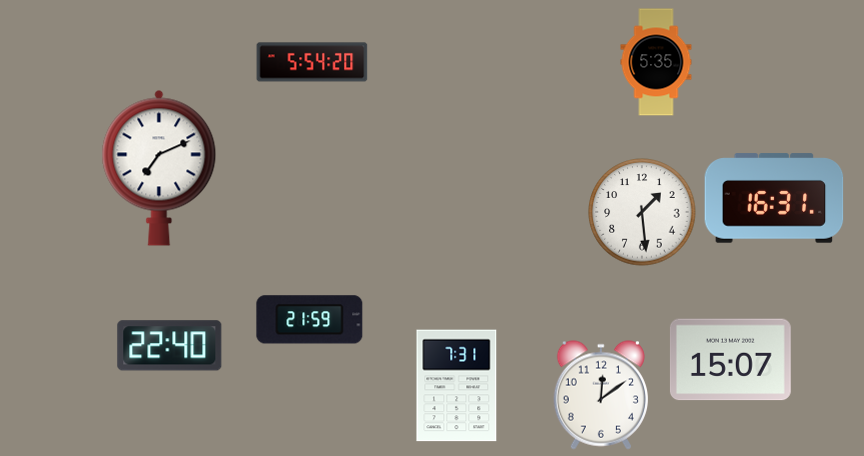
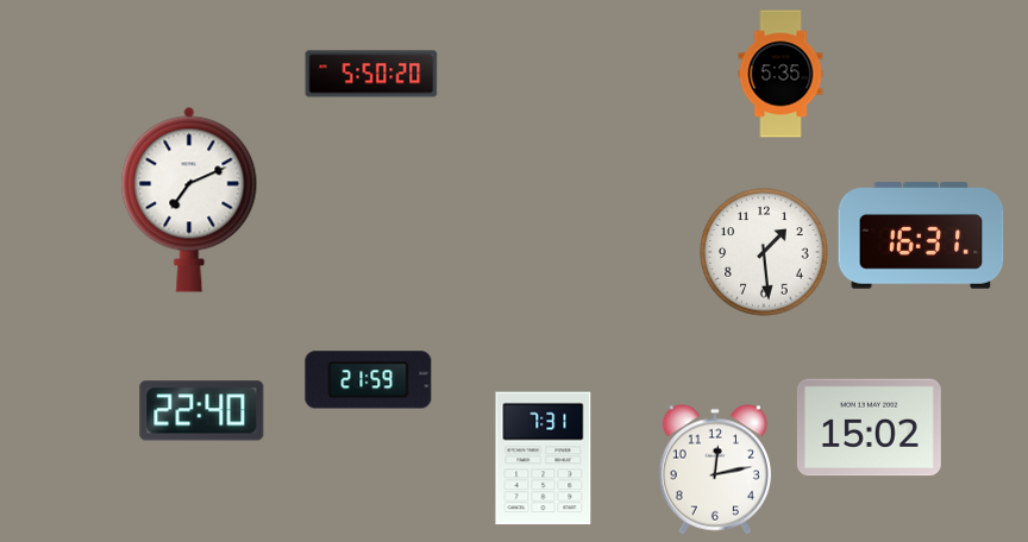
clock at (312, 62): 5:54 -> 5:50
clock at (730, 360): 15:07 -> 15:02
clock at (600, 395): 12:09 -> 12:13
